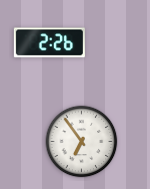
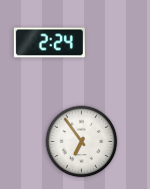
clock at (49, 43): 2:26 -> 2:24
